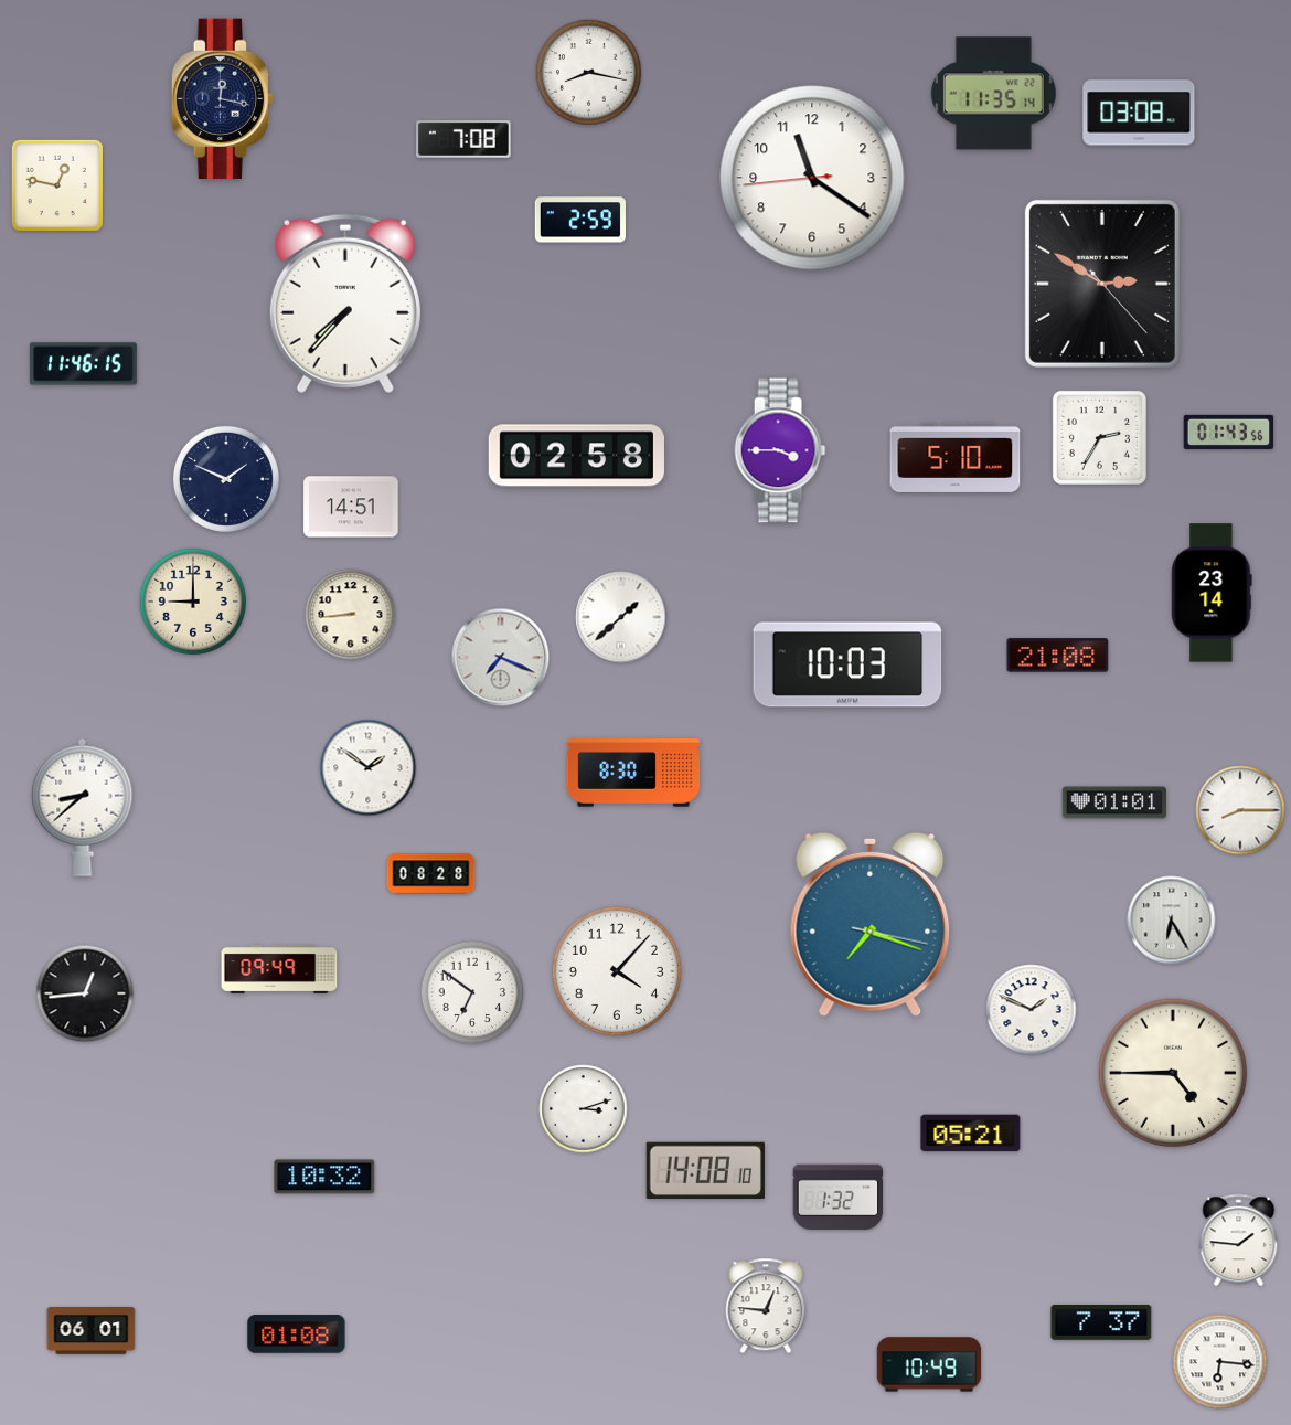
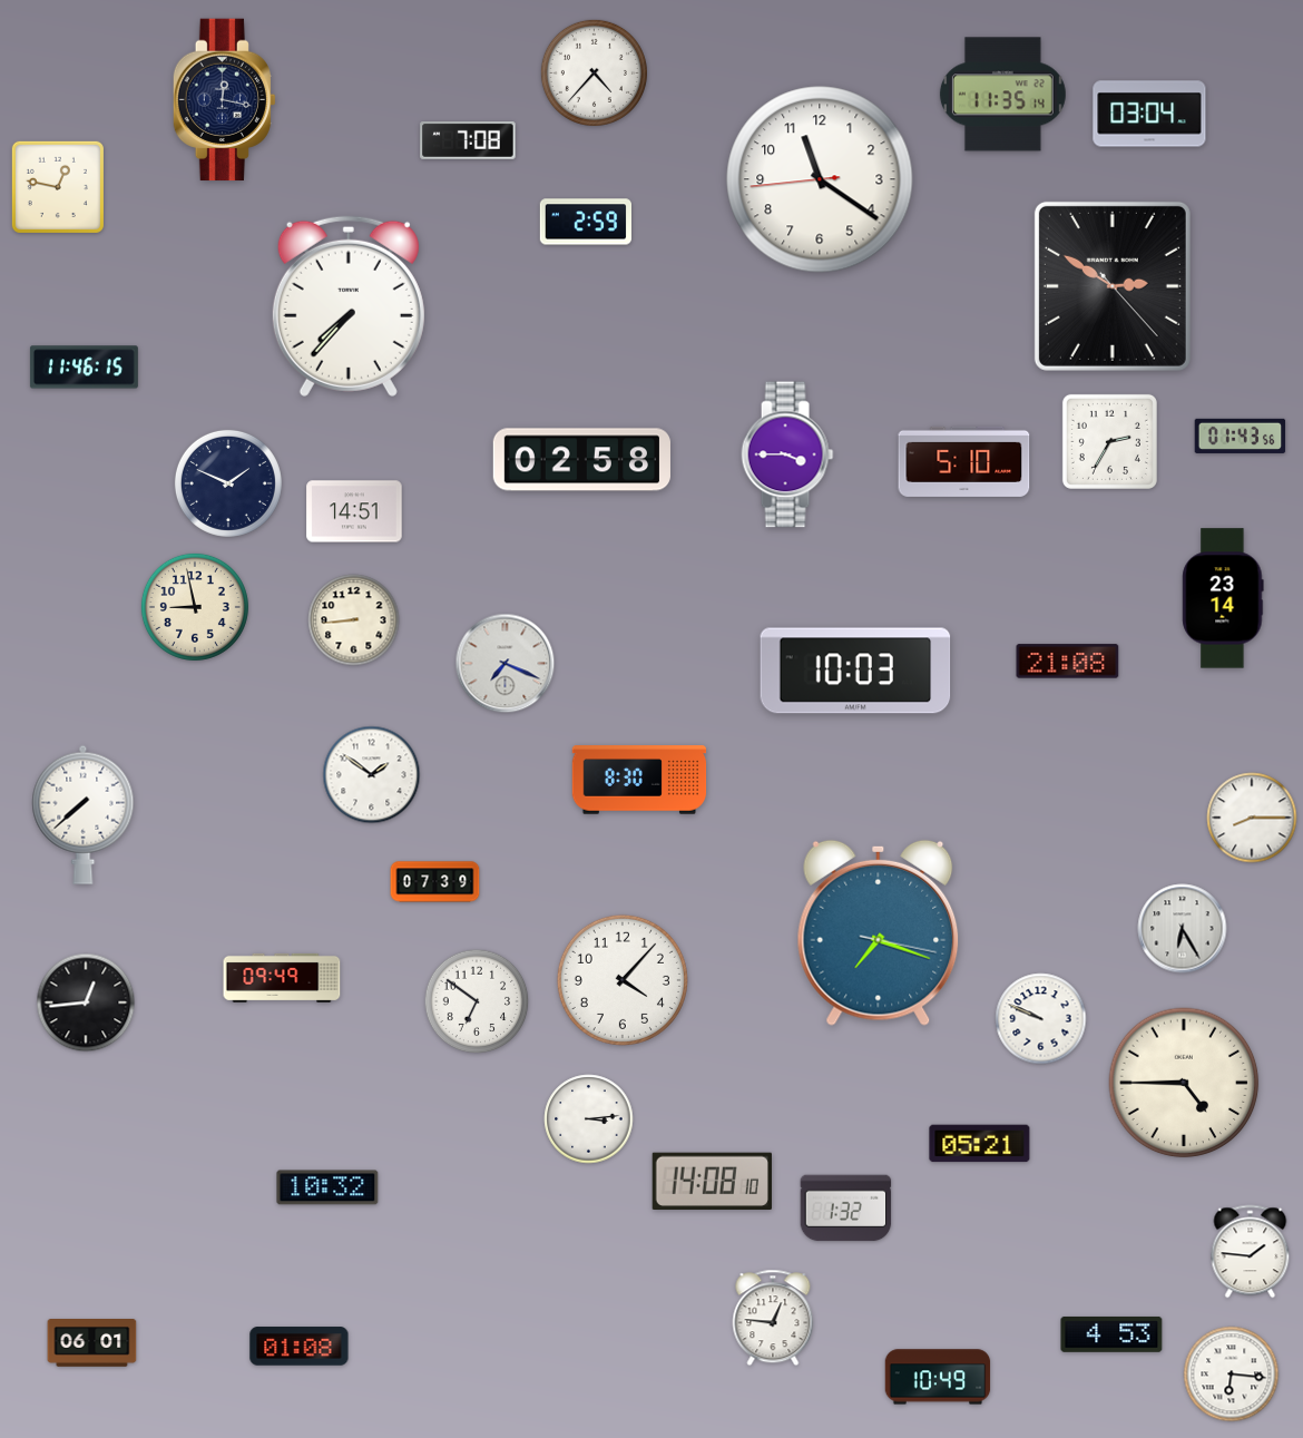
clock at (588, 72): 8:17 -> 4:37
clock at (1139, 113): 03:08 -> 03:04
clock at (193, 602): 9:00 -> 8:58
clock at (621, 617): 1:38 -> none
clock at (1114, 802): 01:01 -> none
clock at (83, 807): 8:38 -> 7:38
clock at (431, 874): 08:28 -> 07:39
clock at (1032, 1010): 1:49 -> 9:49
clock at (584, 1109): 3:12 -> 3:14
clock at (1101, 1322): 7:37 -> 4:53
